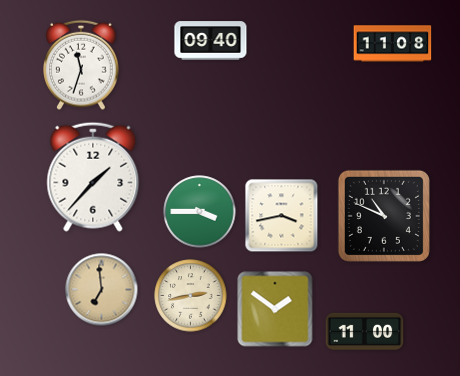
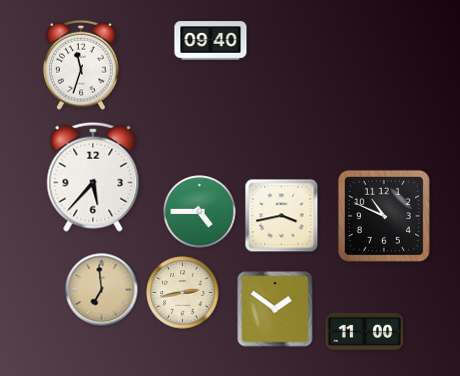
clock at (393, 44): 11:08 -> none
clock at (93, 177): 1:37 -> 5:37
clock at (200, 212): 3:45 -> 4:45
clock at (191, 296) position: (191, 296) -> (183, 293)
